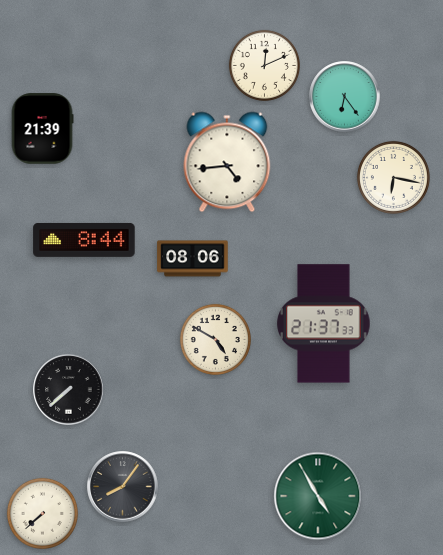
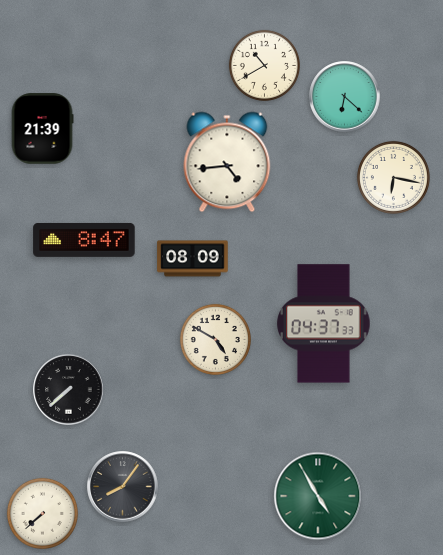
clock at (264, 65): 12:11 -> 10:40
clock at (345, 97): 6:24 -> 6:22
clock at (84, 240): 8:44 -> 8:47
clock at (193, 259): 08:06 -> 08:09
clock at (324, 324): 21:37 -> 04:37
